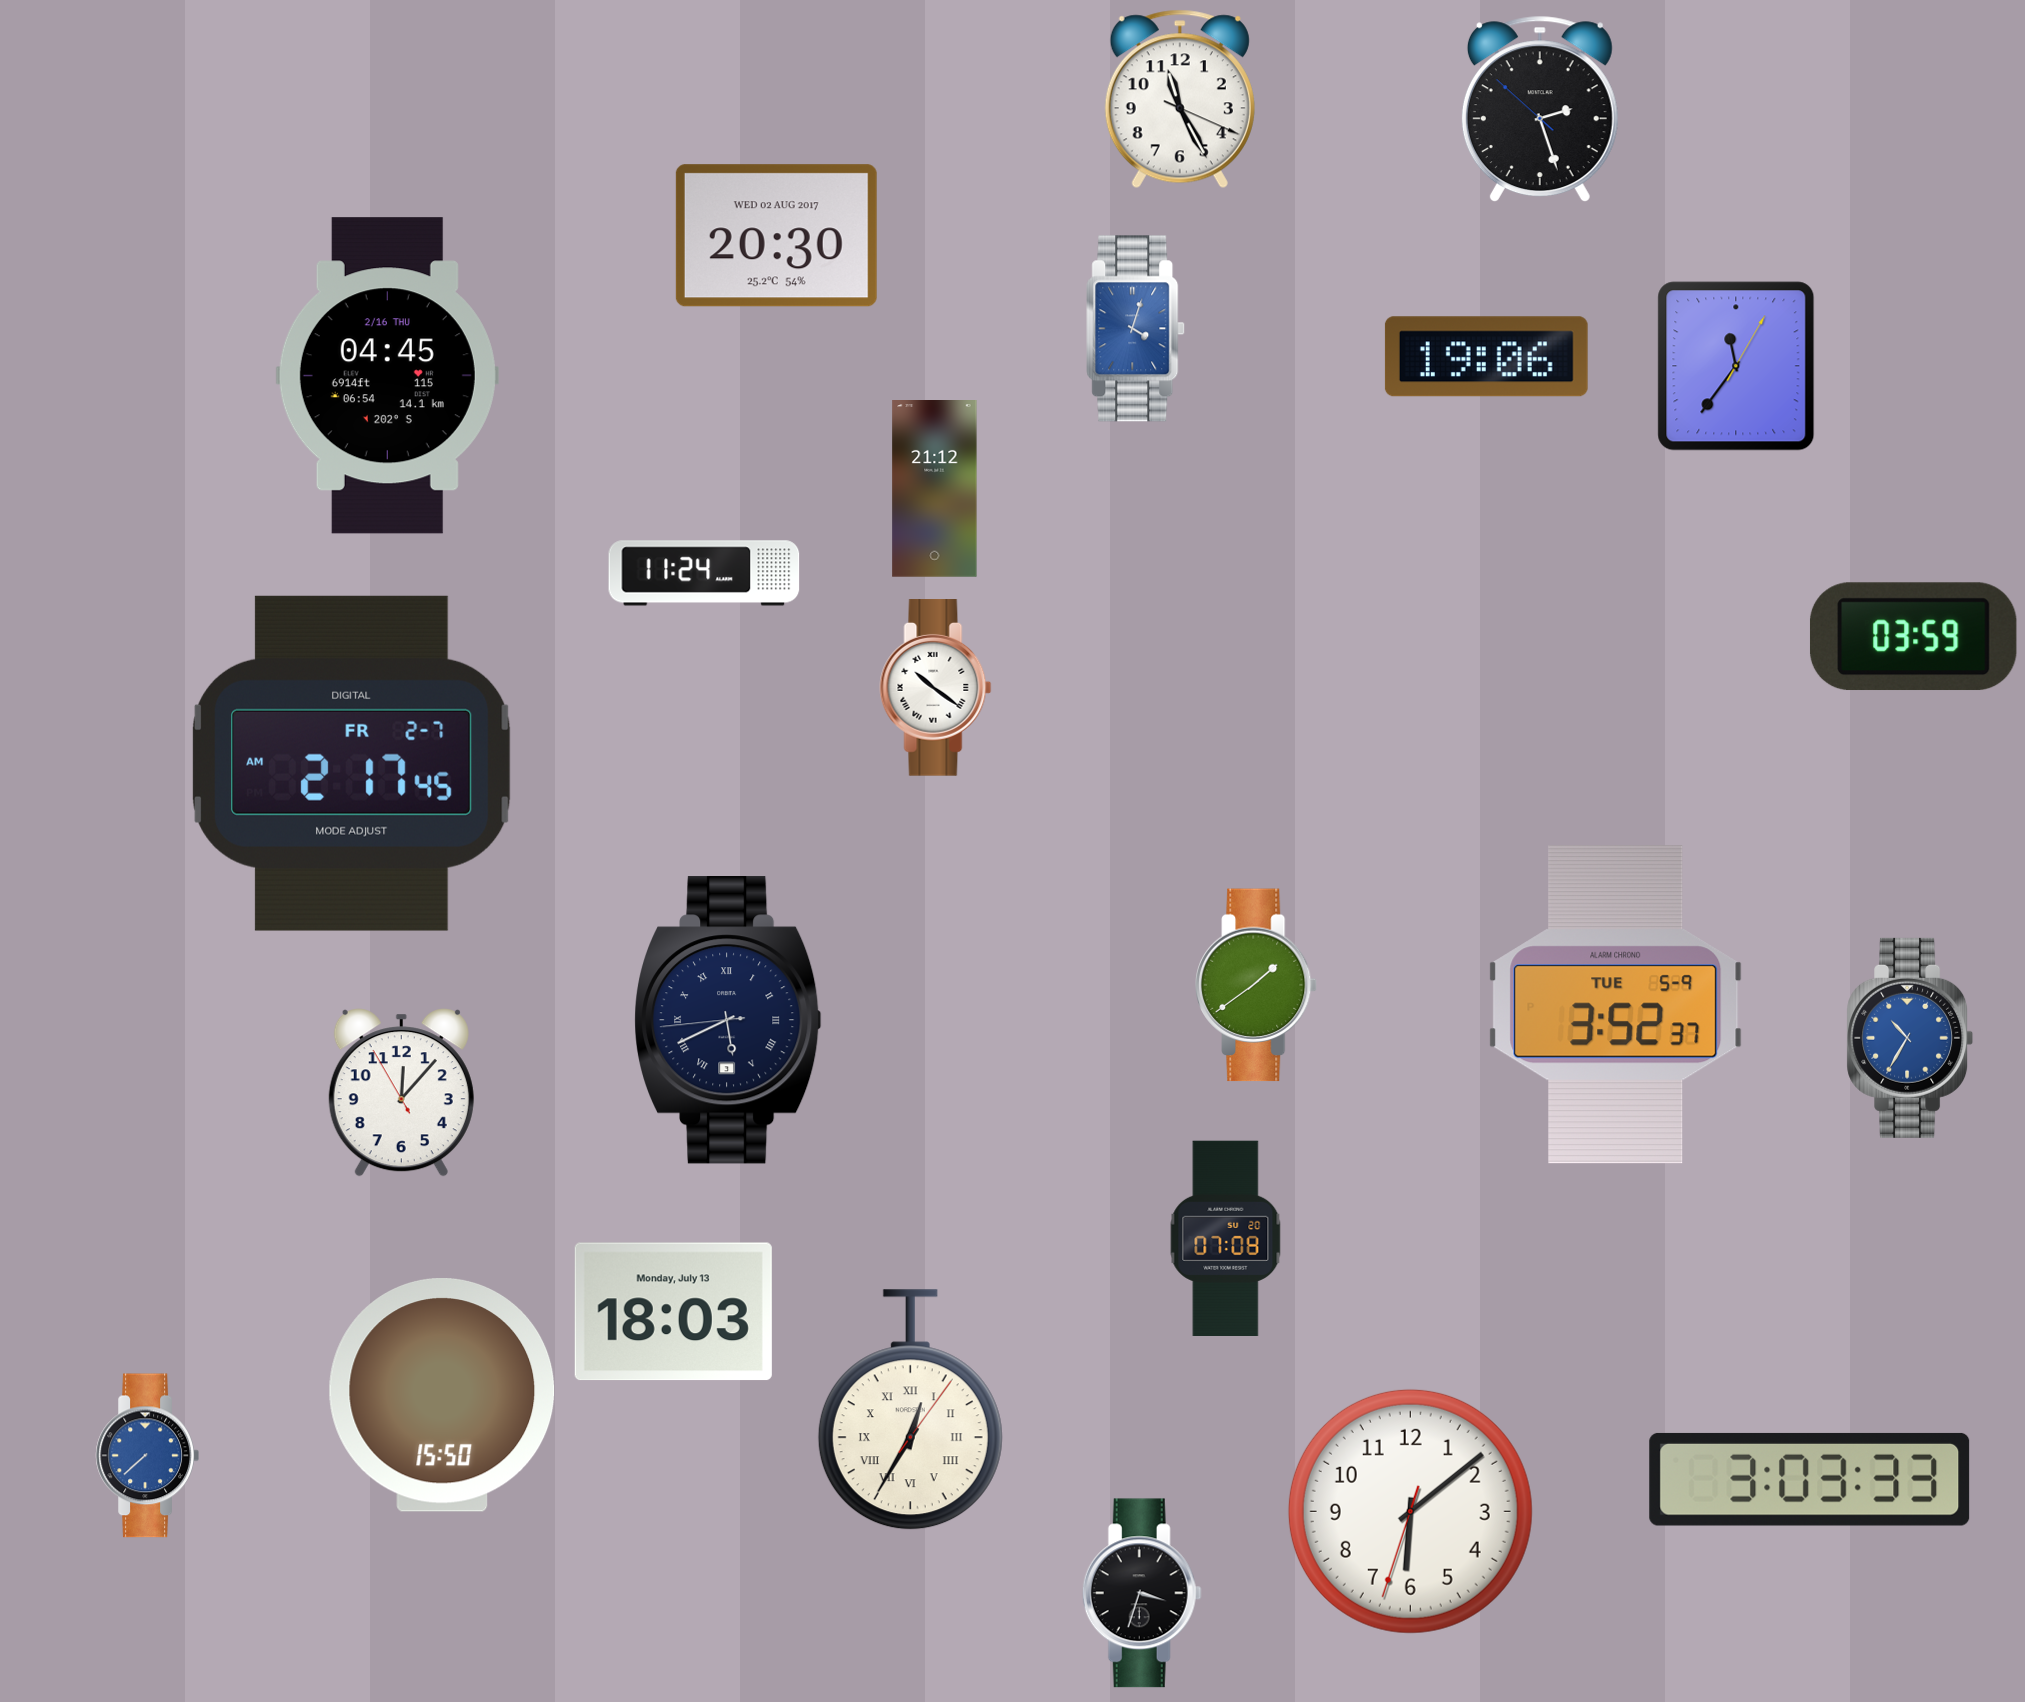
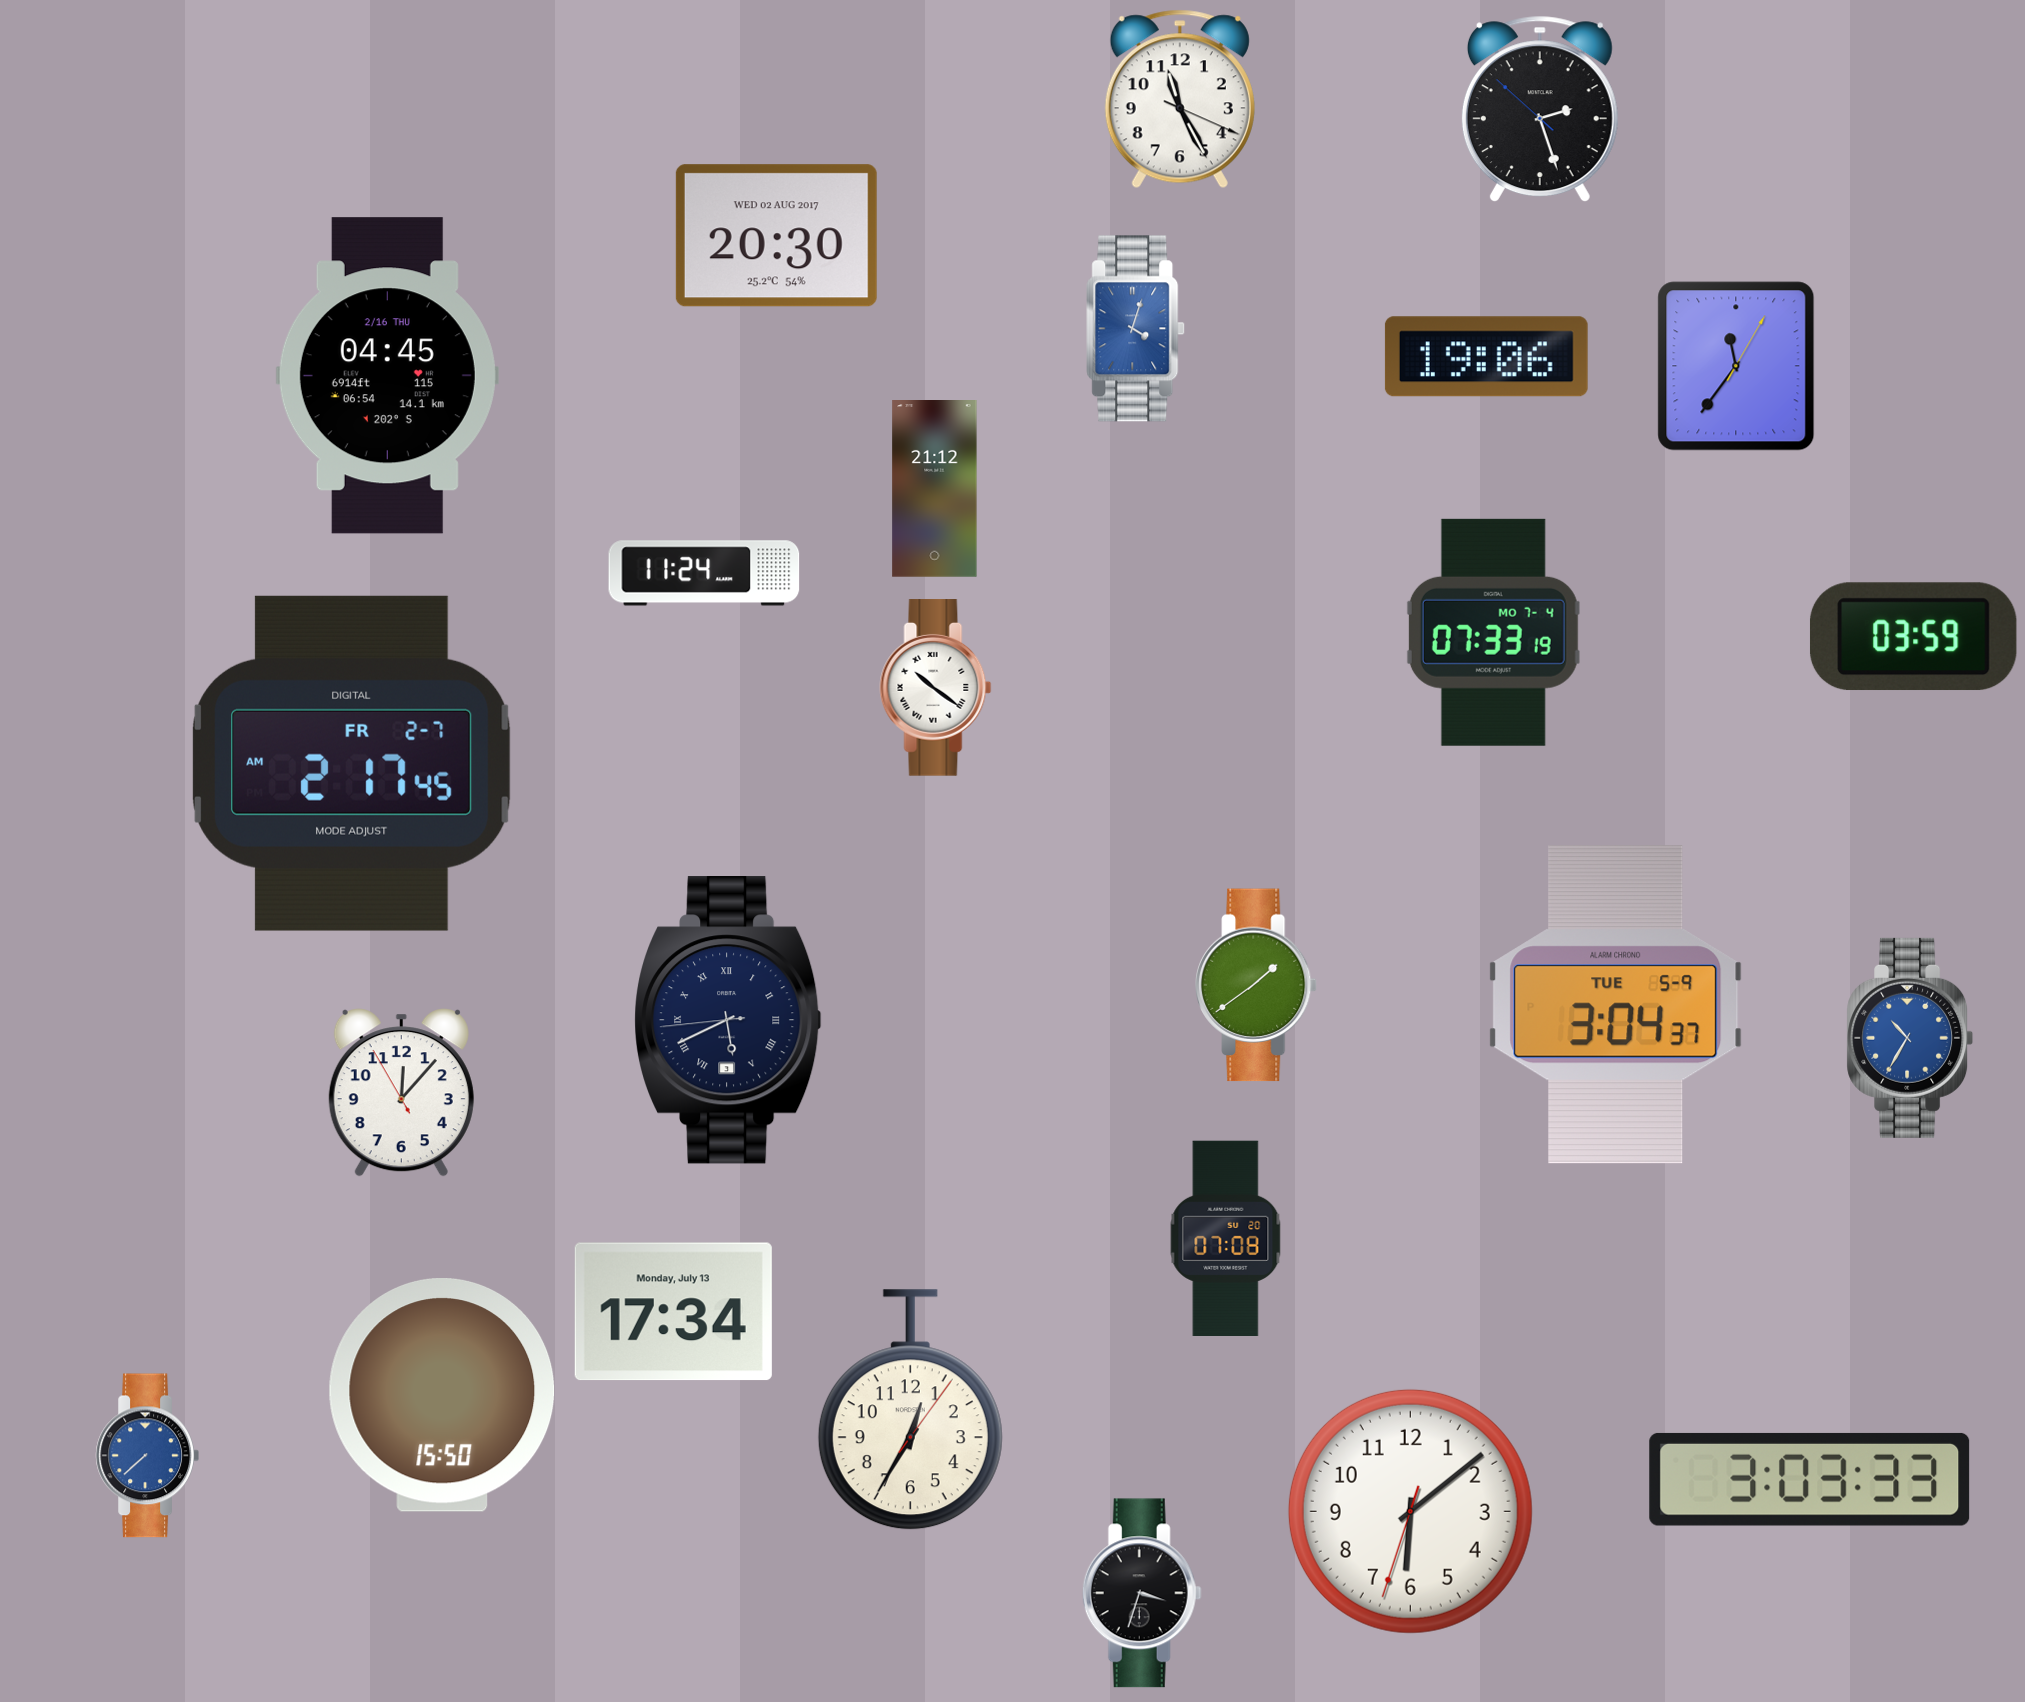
clock at (1493, 632): none -> 07:33
clock at (1616, 1005): 3:52 -> 3:04
clock at (673, 1312): 18:03 -> 17:34
clock at (910, 1410) numerals: Roman -> Arabic
